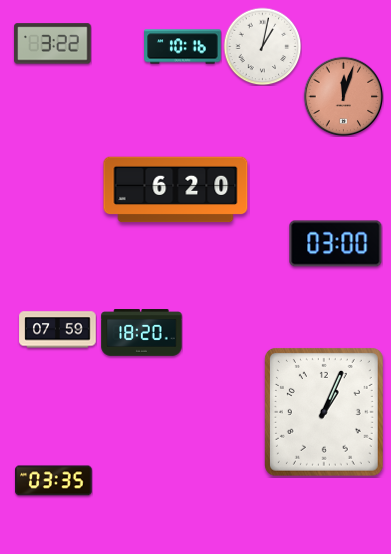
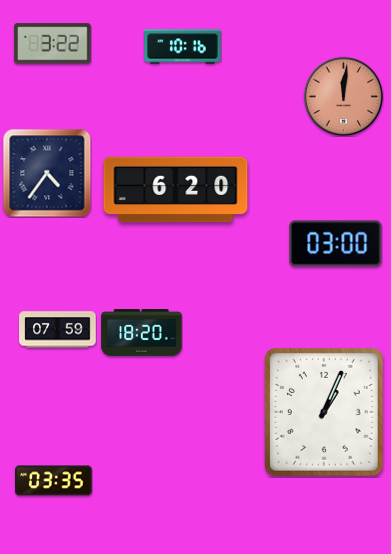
clock at (262, 46): 1:02 -> none
clock at (343, 96): 12:03 -> 12:01
clock at (47, 173): none -> 4:36
